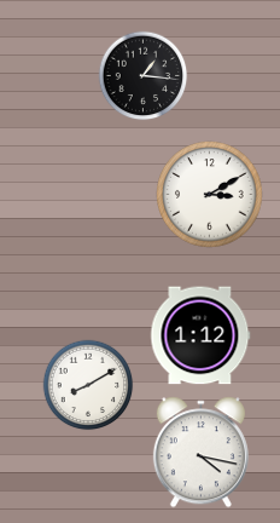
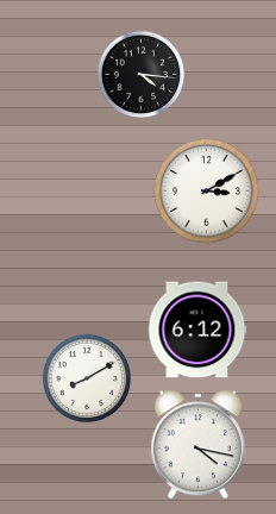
clock at (144, 76): 1:16 -> 4:16
clock at (200, 335): 1:12 -> 6:12
